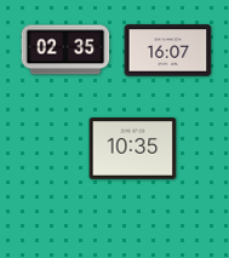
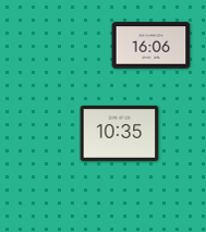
clock at (65, 50): 02:35 -> none
clock at (168, 51): 16:07 -> 16:06
